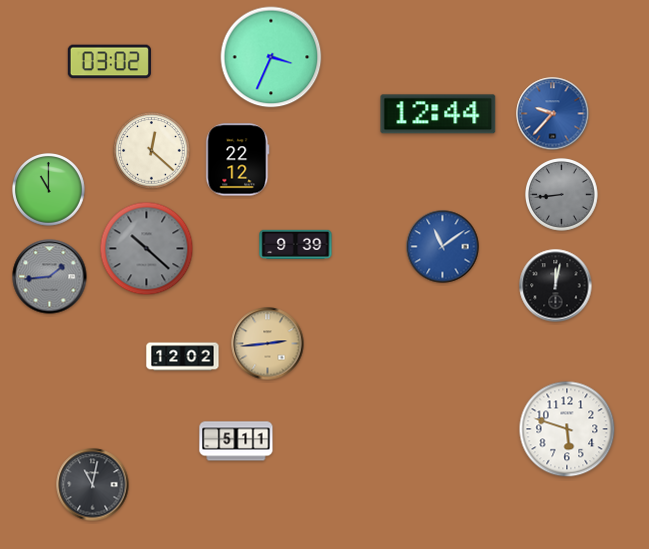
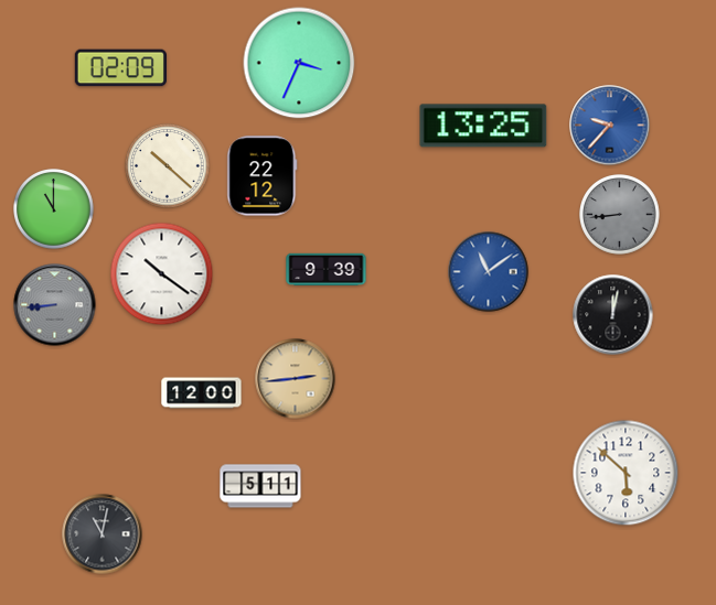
clock at (109, 62): 03:02 -> 02:09
clock at (438, 114): 12:44 -> 13:25
clock at (152, 151): 12:22 -> 10:22
clock at (147, 249): 10:22 -> 10:21
clock at (147, 249) dial: grey -> white
clock at (50, 277): 1:44 -> 8:44
clock at (183, 357): 12:02 -> 12:00
clock at (567, 429): 5:48 -> 5:52
